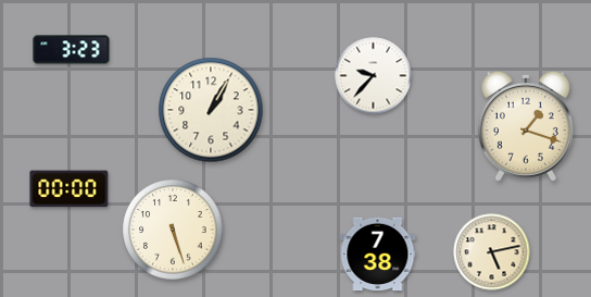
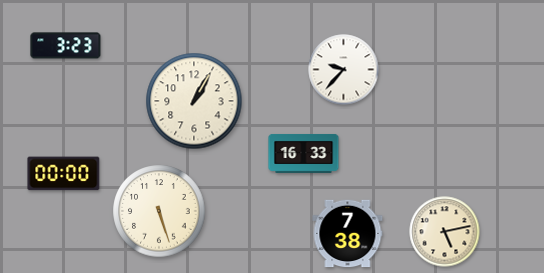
clock at (526, 126): 1:18 -> none
clock at (304, 153): none -> 16:33
clock at (492, 252) position: (492, 252) -> (445, 232)
